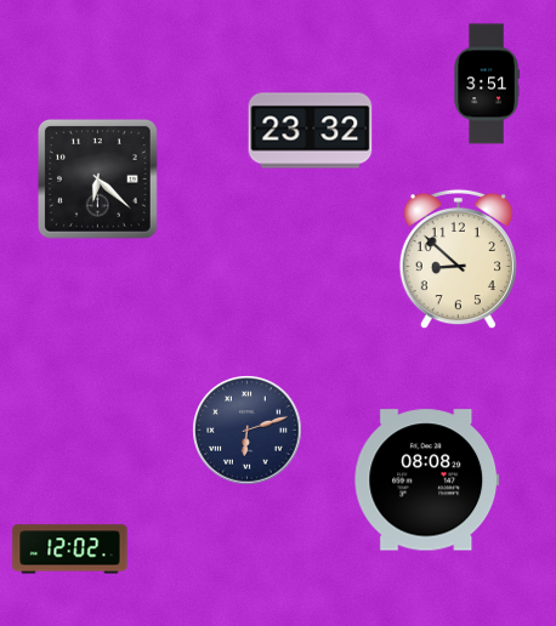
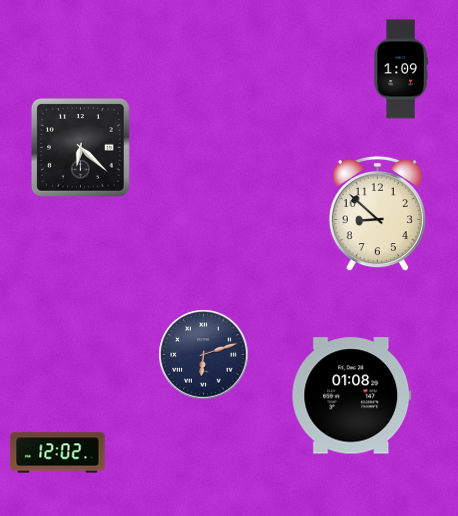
clock at (487, 84): 3:51 -> 1:09
clock at (311, 131): 23:32 -> none
clock at (427, 480): 08:08 -> 01:08
